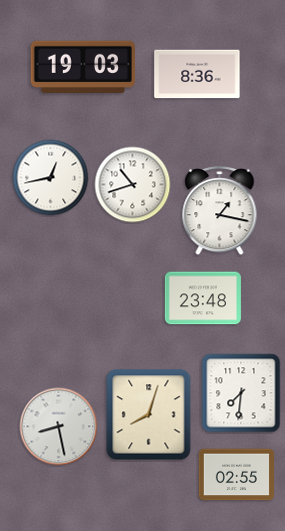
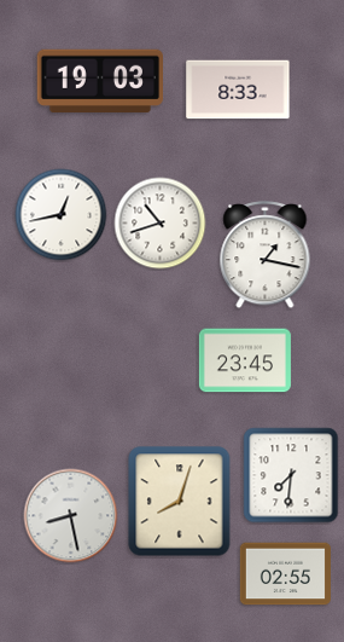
clock at (197, 74): 8:36 -> 8:33
clock at (203, 298): 23:48 -> 23:45
